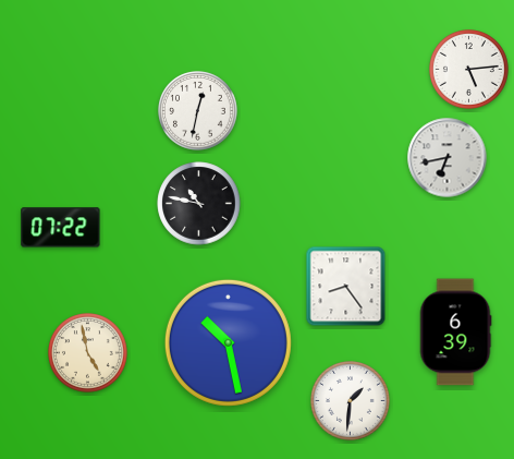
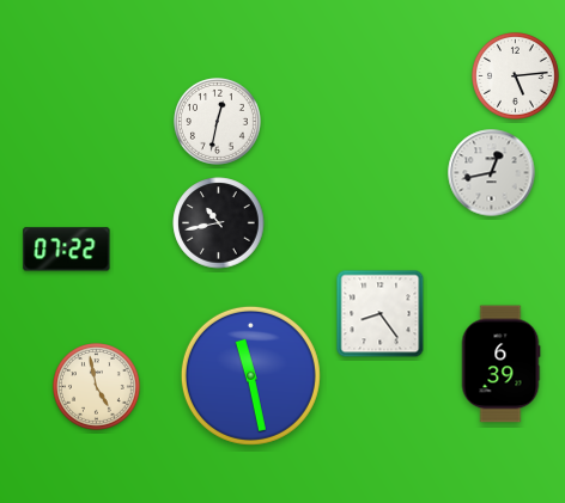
clock at (448, 158): 6:43 -> 12:43
clock at (199, 204): 10:47 -> 10:43
clock at (228, 342): 10:28 -> 11:28
clock at (351, 401): 1:31 -> none
